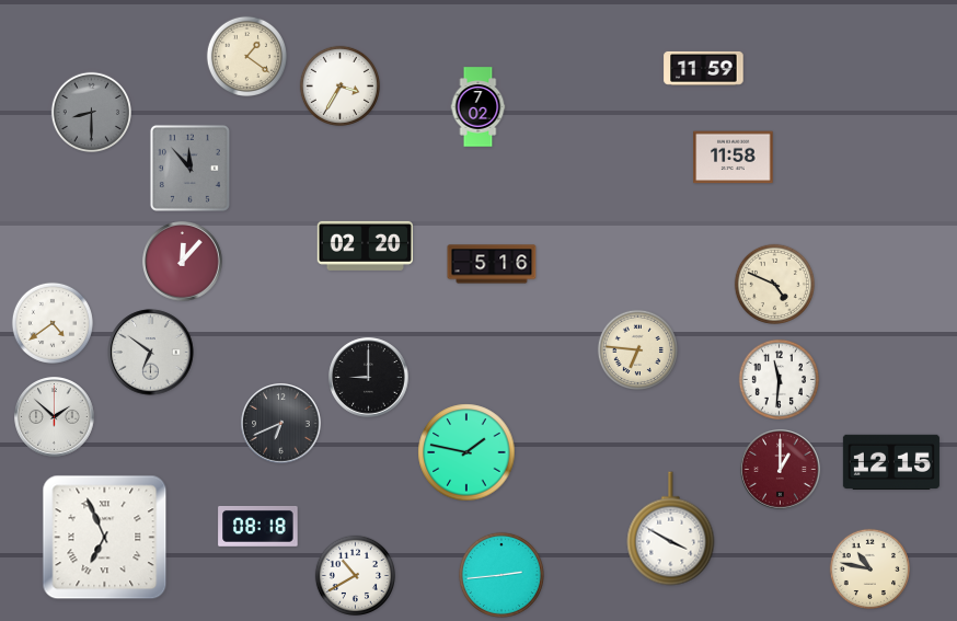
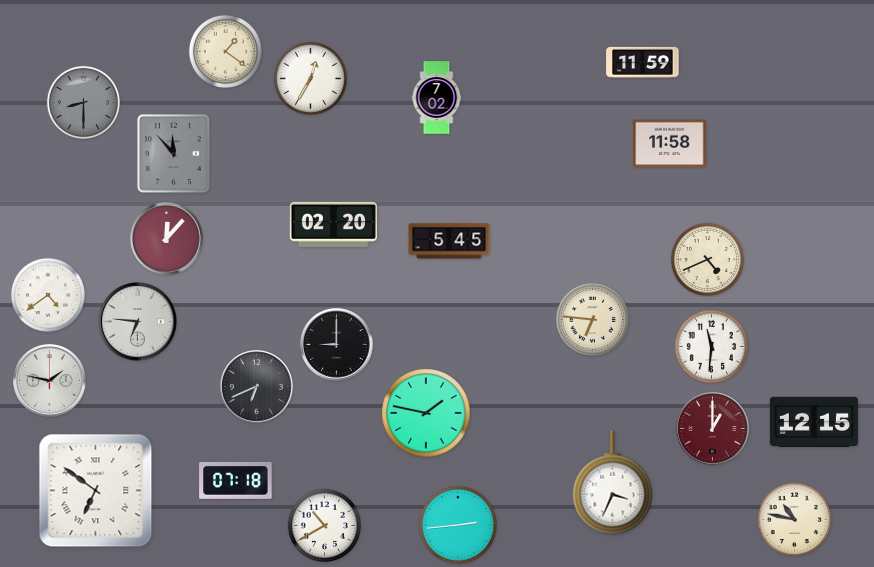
clock at (339, 85): 3:35 -> 12:35
clock at (492, 264): 5:16 -> 5:45
clock at (774, 284): 4:49 -> 4:41
clock at (637, 349) position: (637, 349) -> (592, 319)
clock at (151, 353): 6:51 -> 6:46
clock at (55, 417): 1:52 -> 1:47
clock at (258, 527): 08:18 -> 07:18
clock at (671, 529): 3:50 -> 3:34
clock at (105, 538): 6:56 -> 6:51
